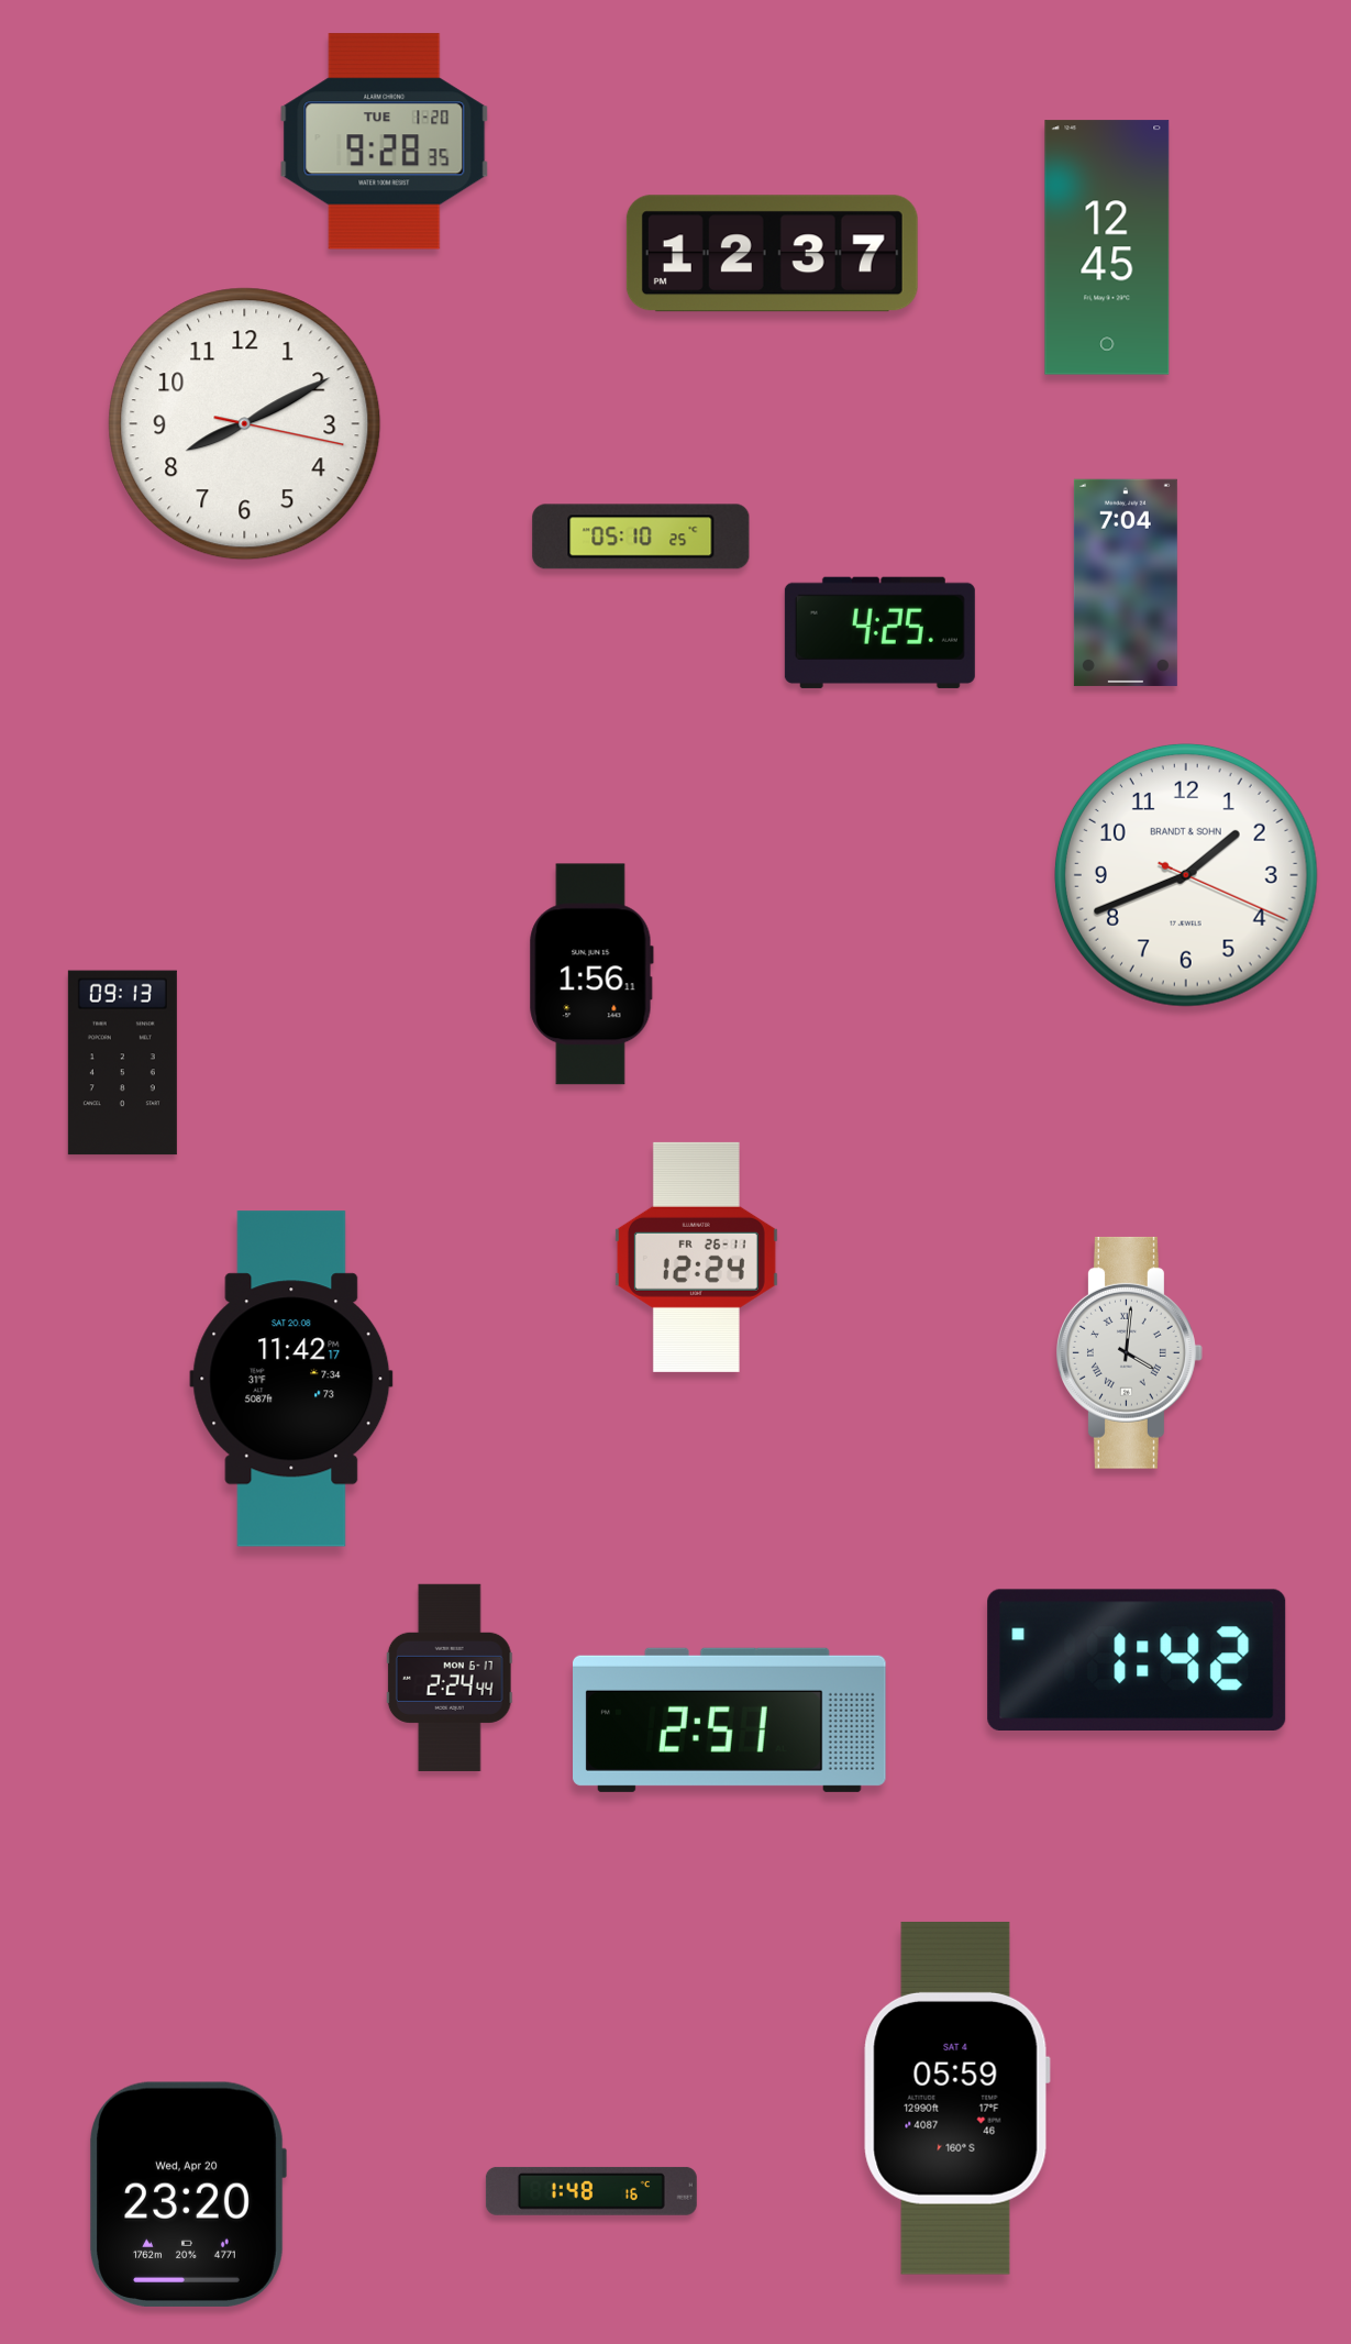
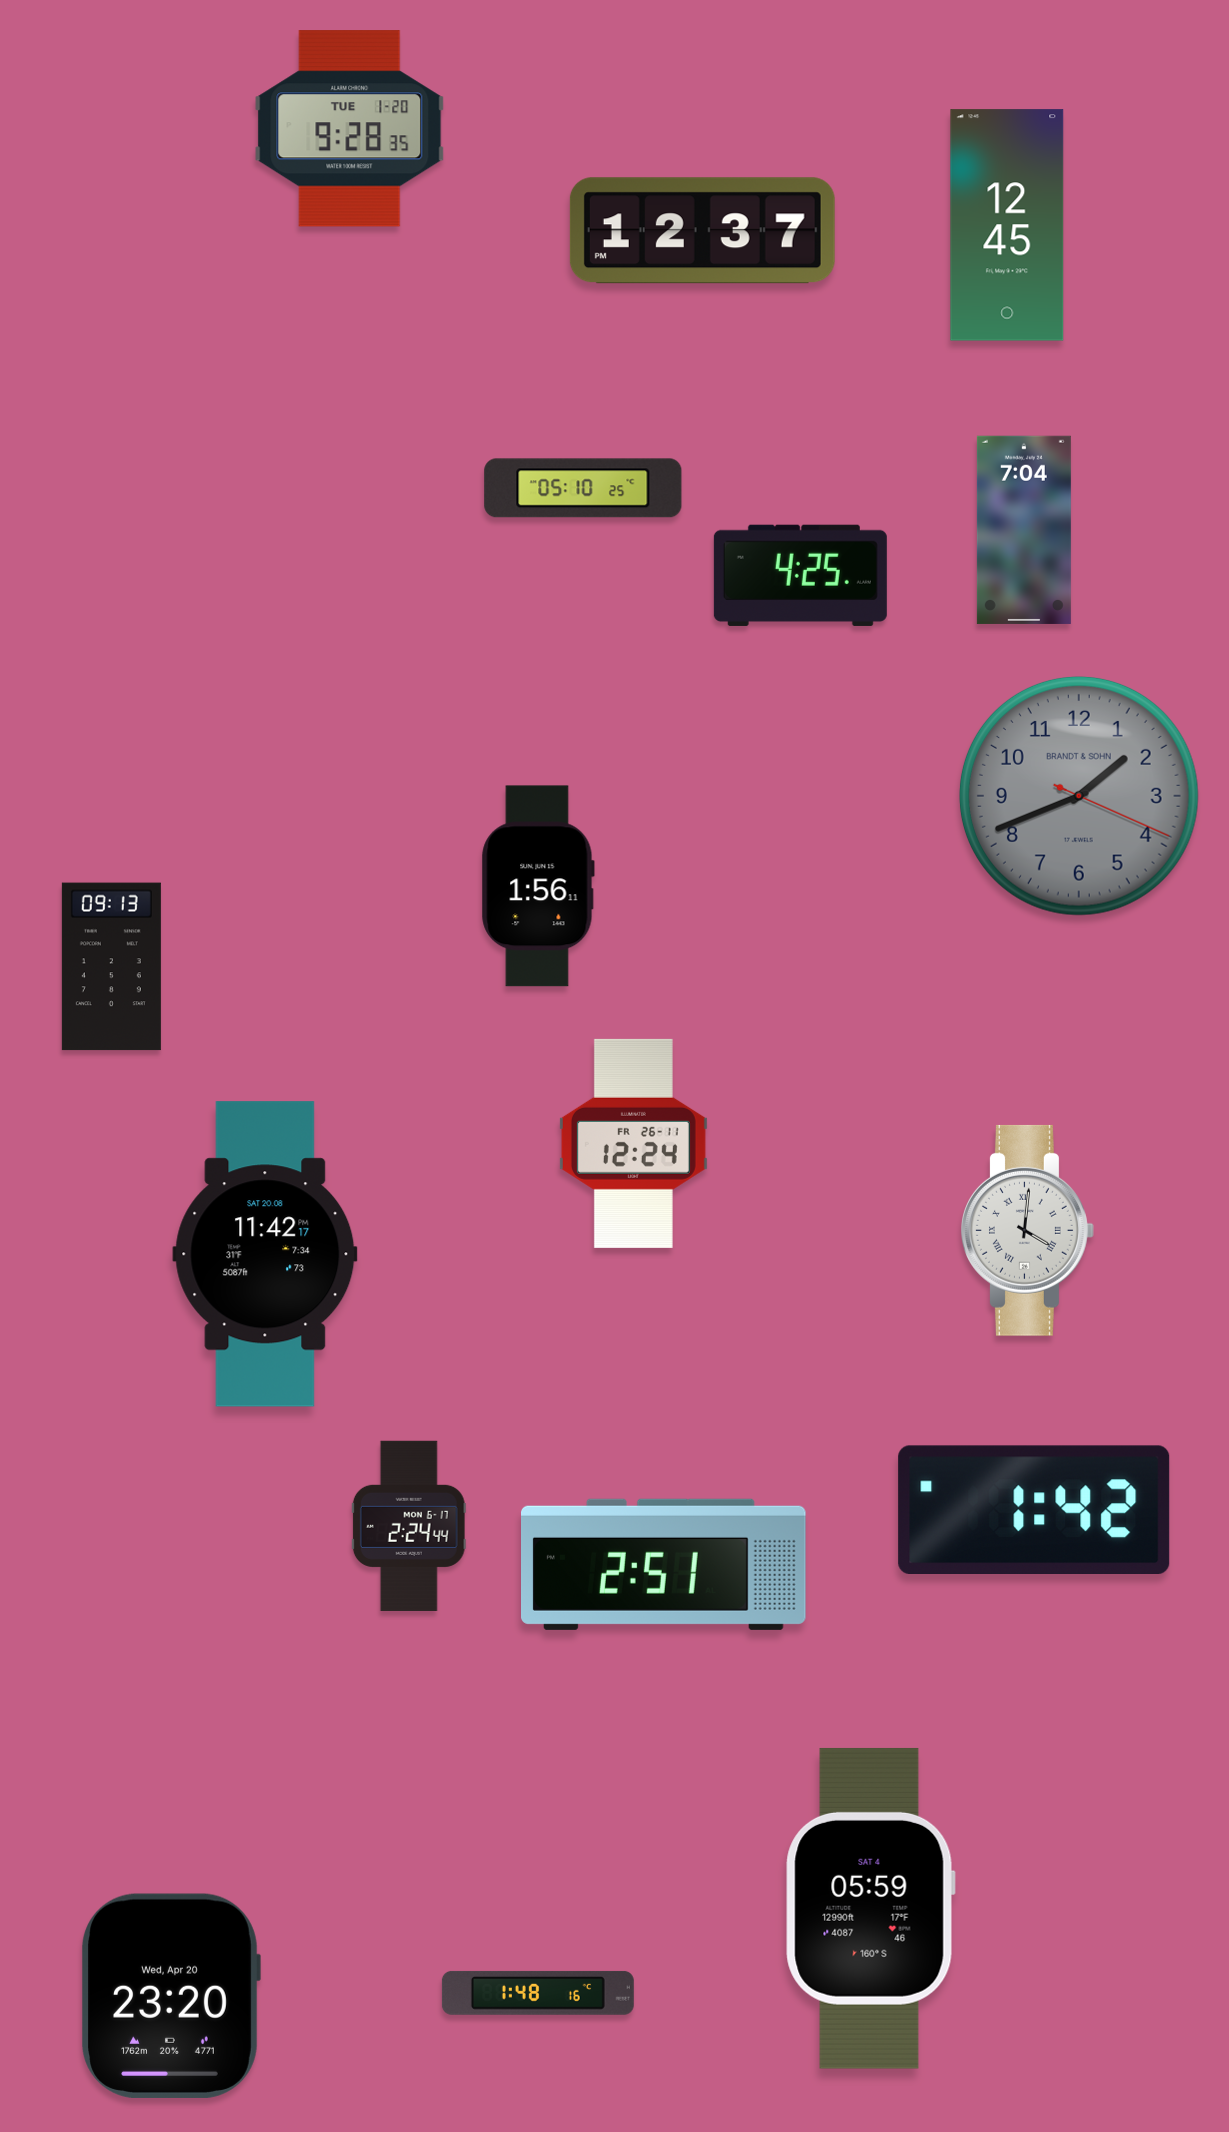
clock at (245, 424): 8:10 -> none
clock at (1187, 876) dial: white -> grey
